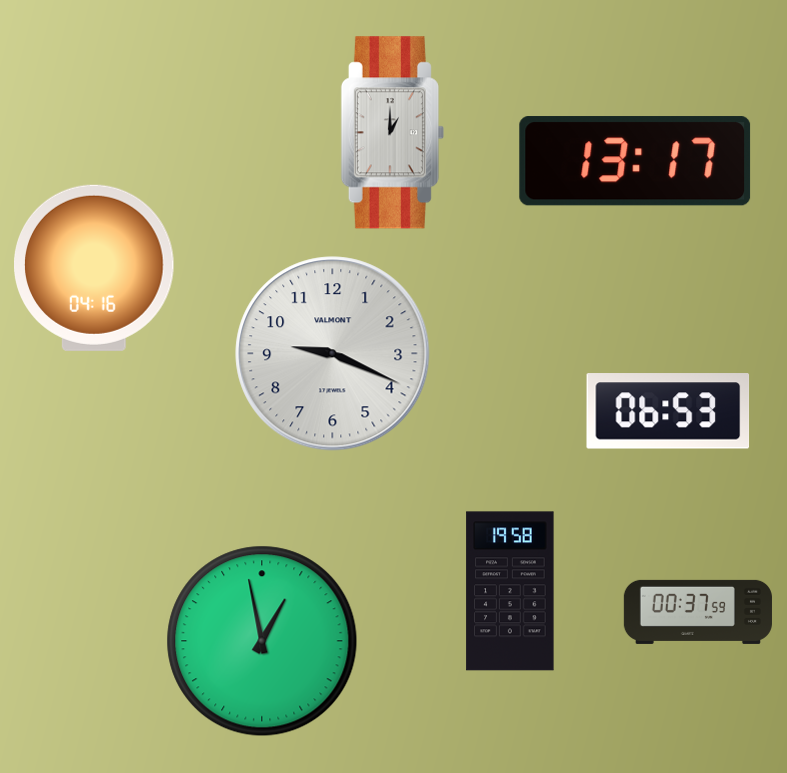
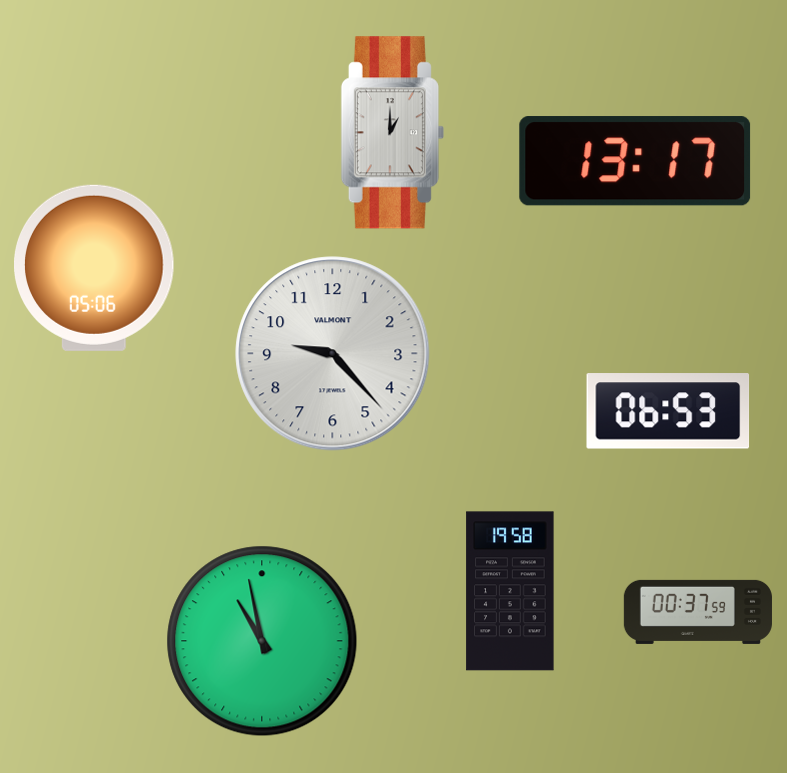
clock at (95, 268): 04:16 -> 05:06
clock at (333, 354): 9:19 -> 9:23
clock at (262, 641): 12:58 -> 10:58
